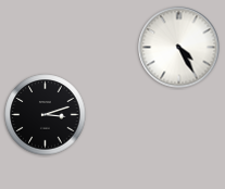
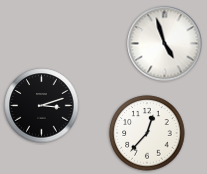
clock at (179, 48): 4:25 -> 4:57
clock at (147, 133): none -> 12:37
